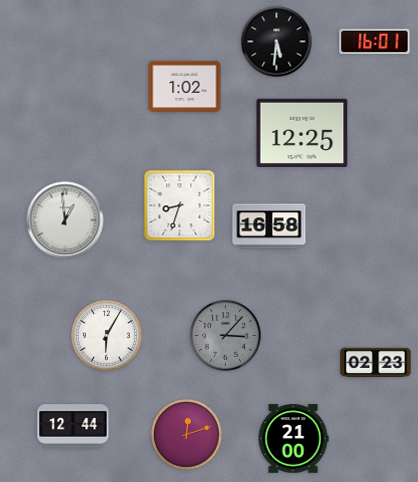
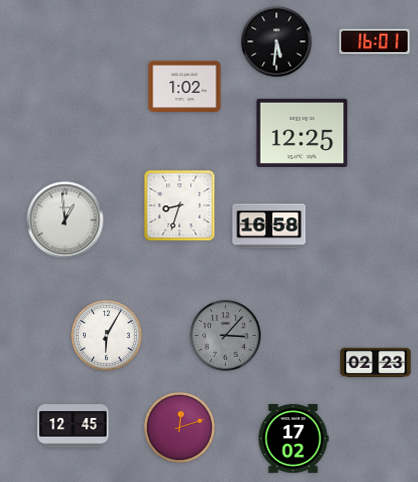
clock at (73, 426): 12:44 -> 12:45
clock at (187, 435) position: (187, 435) -> (180, 428)
clock at (293, 439): 21:00 -> 17:02
